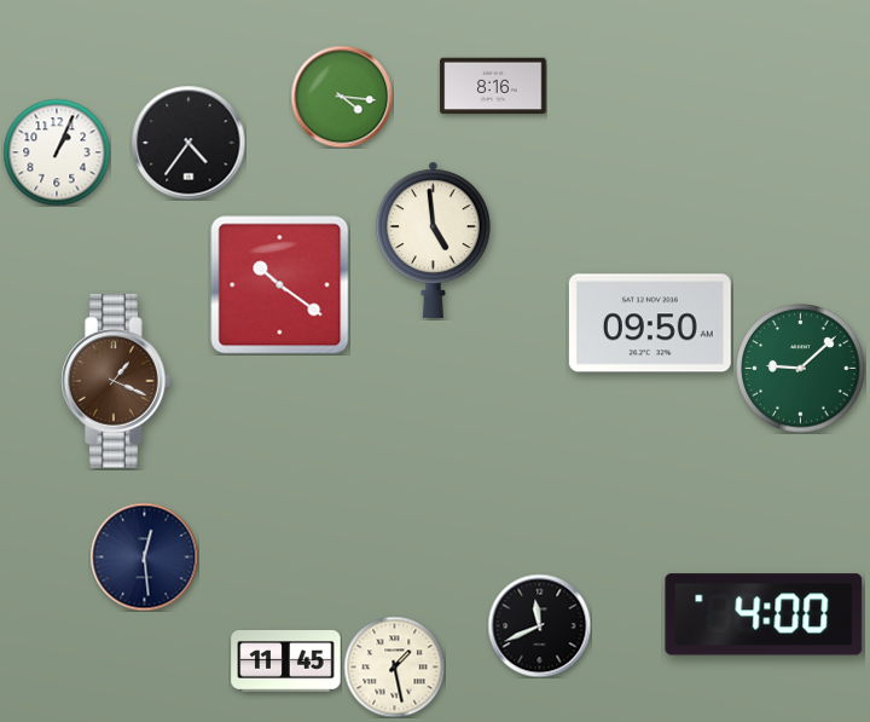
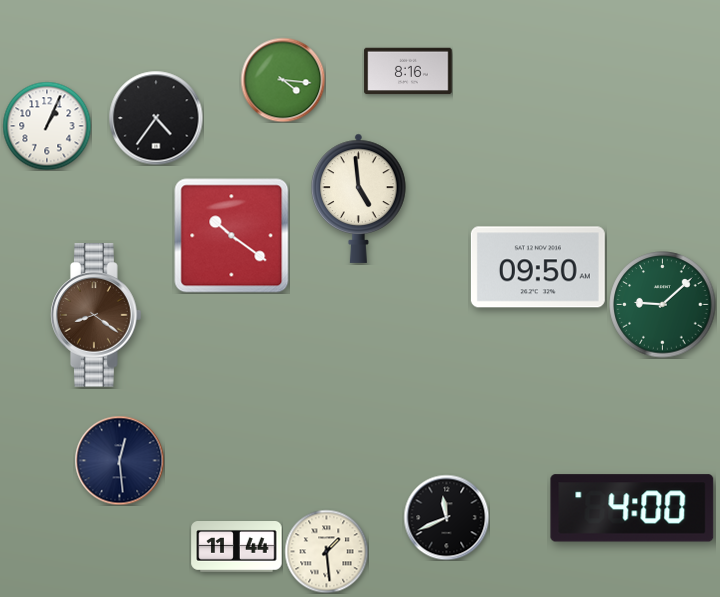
clock at (116, 381): 1:19 -> 8:21
clock at (286, 662): 11:45 -> 11:44
clock at (394, 666): 1:28 -> 1:29
